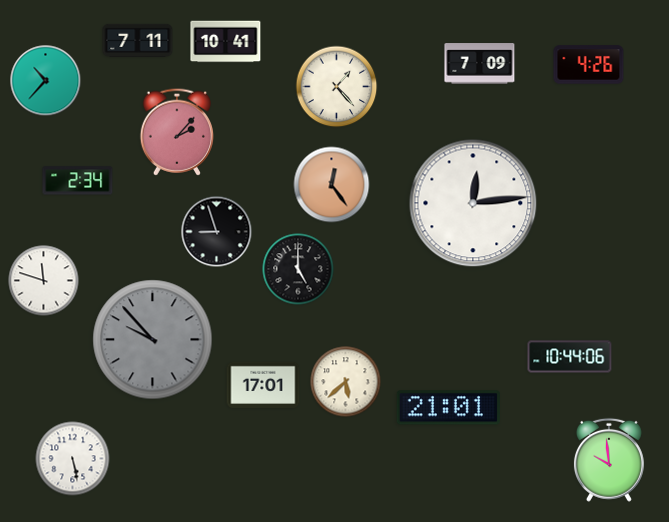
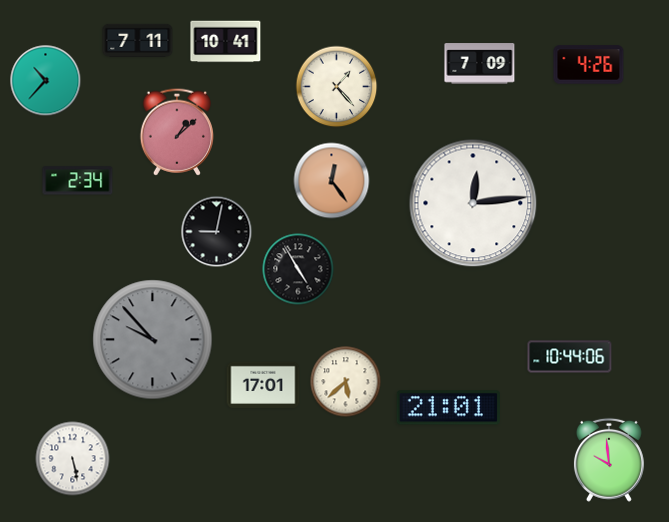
clock at (176, 132): 2:07 -> 1:08
clock at (332, 185) position: (332, 185) -> (332, 181)
clock at (217, 232): 8:57 -> 9:02
clock at (298, 269): 5:00 -> 4:55
clock at (44, 281): 11:48 -> none
